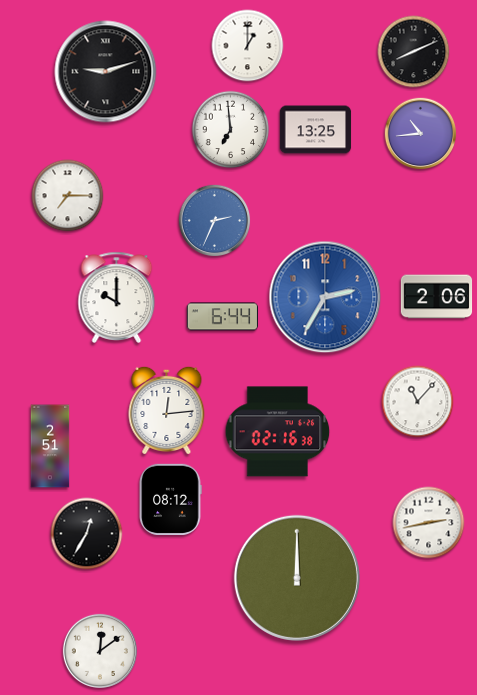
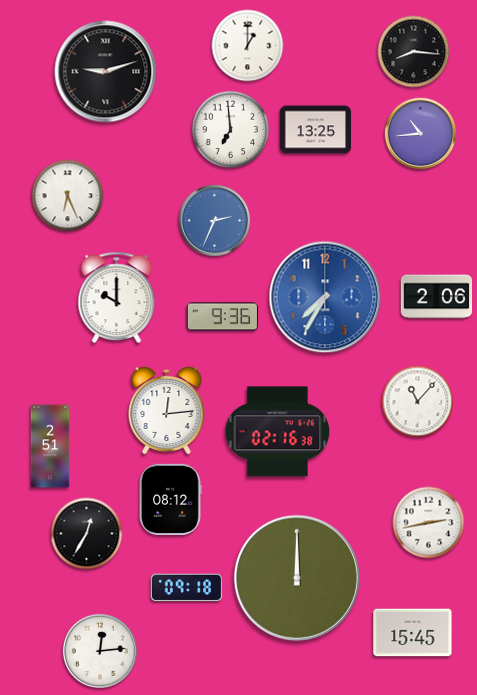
clock at (414, 52): 8:11 -> 8:16
clock at (68, 196): 7:15 -> 6:26
clock at (325, 297): 2:35 -> 7:35
clock at (223, 317): 6:44 -> 9:36
clock at (186, 588): none -> 09:18
clock at (413, 633): none -> 15:45
clock at (100, 651): 12:09 -> 12:14
